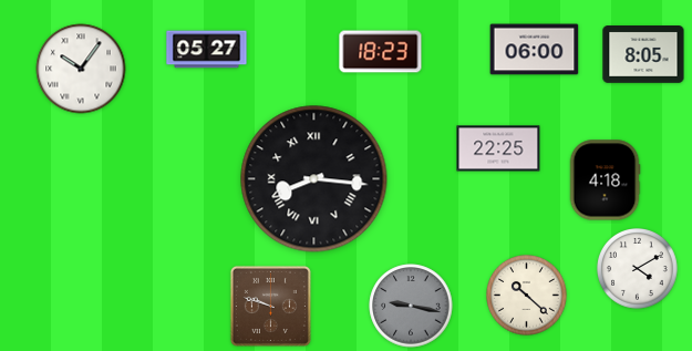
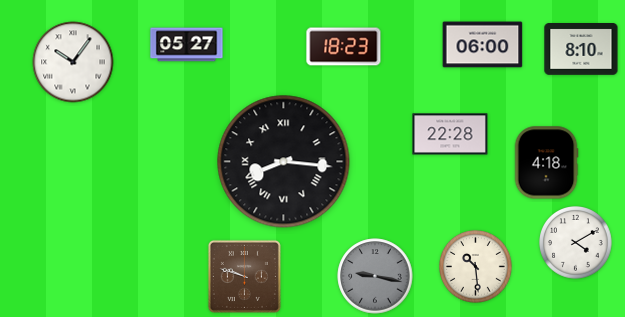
clock at (643, 54): 8:05 -> 8:10
clock at (498, 148): 22:25 -> 22:28
clock at (527, 296): 10:22 -> 10:29
clock at (411, 306) position: (411, 306) -> (375, 276)
